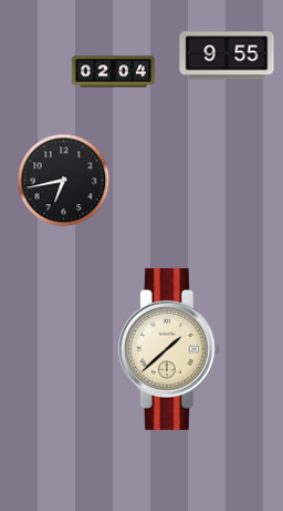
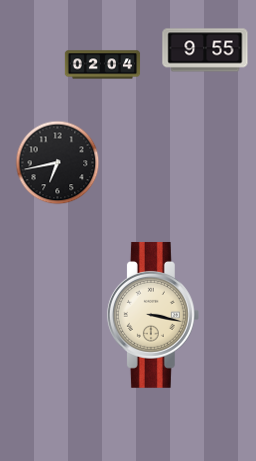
clock at (169, 349): 1:38 -> 3:17
